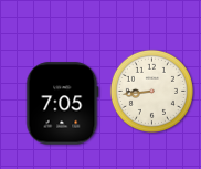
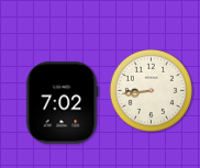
clock at (63, 104): 7:05 -> 7:02
